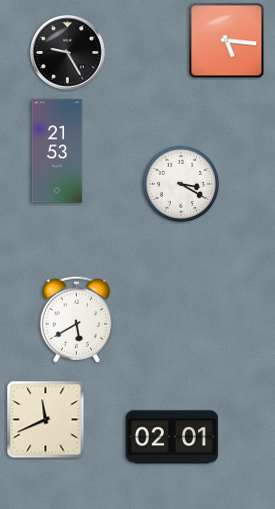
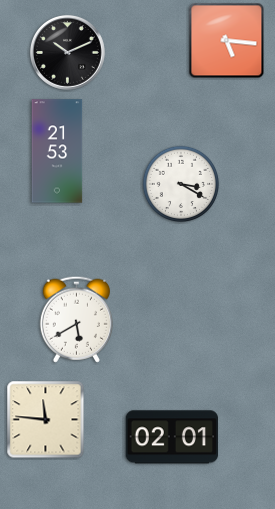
clock at (67, 52): 9:25 -> 10:11
clock at (46, 420): 11:41 -> 11:46
